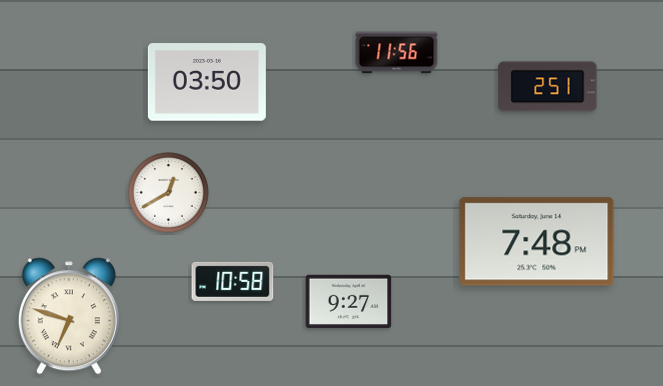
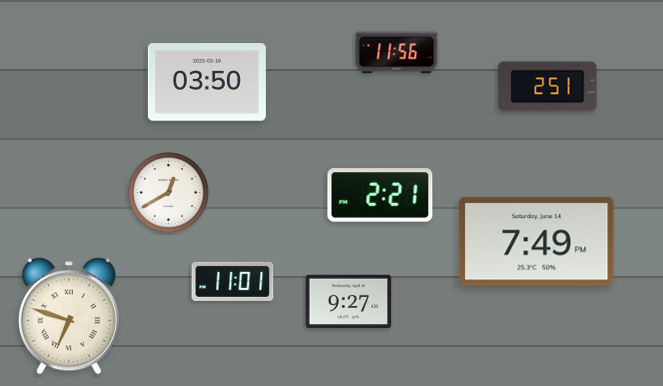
clock at (380, 195): none -> 2:21
clock at (537, 242): 7:48 -> 7:49
clock at (233, 281): 10:58 -> 11:01
